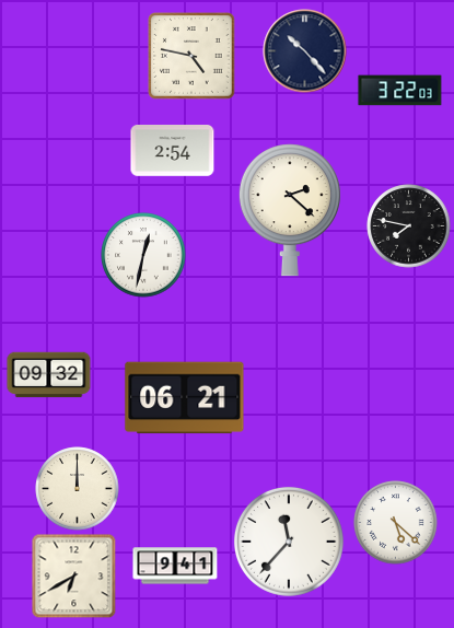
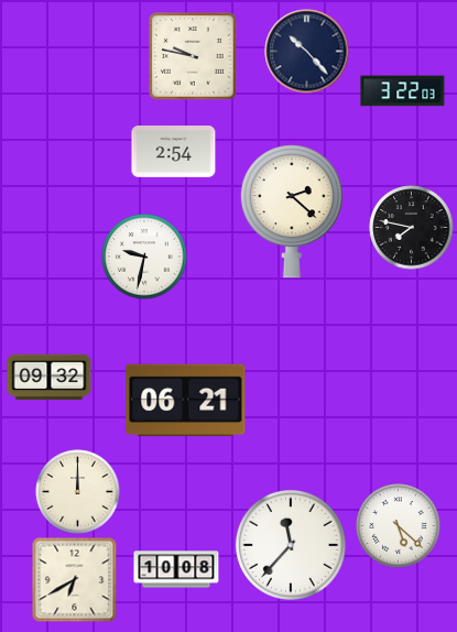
clock at (191, 56): 4:47 -> 9:47
clock at (143, 255): 12:32 -> 9:32
clock at (175, 566): 9:41 -> 10:08
